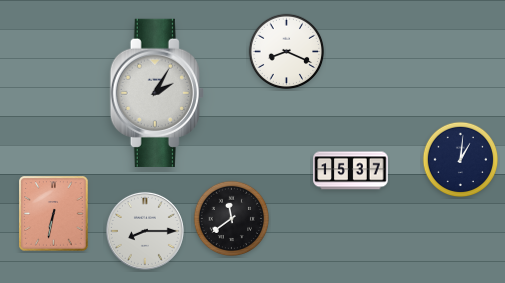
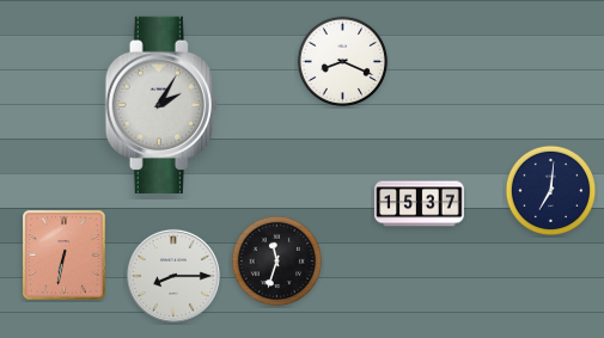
clock at (157, 93) position: (157, 93) -> (161, 105)
clock at (461, 160): 1:01 -> 7:01
clock at (232, 219): 11:39 -> 11:33
